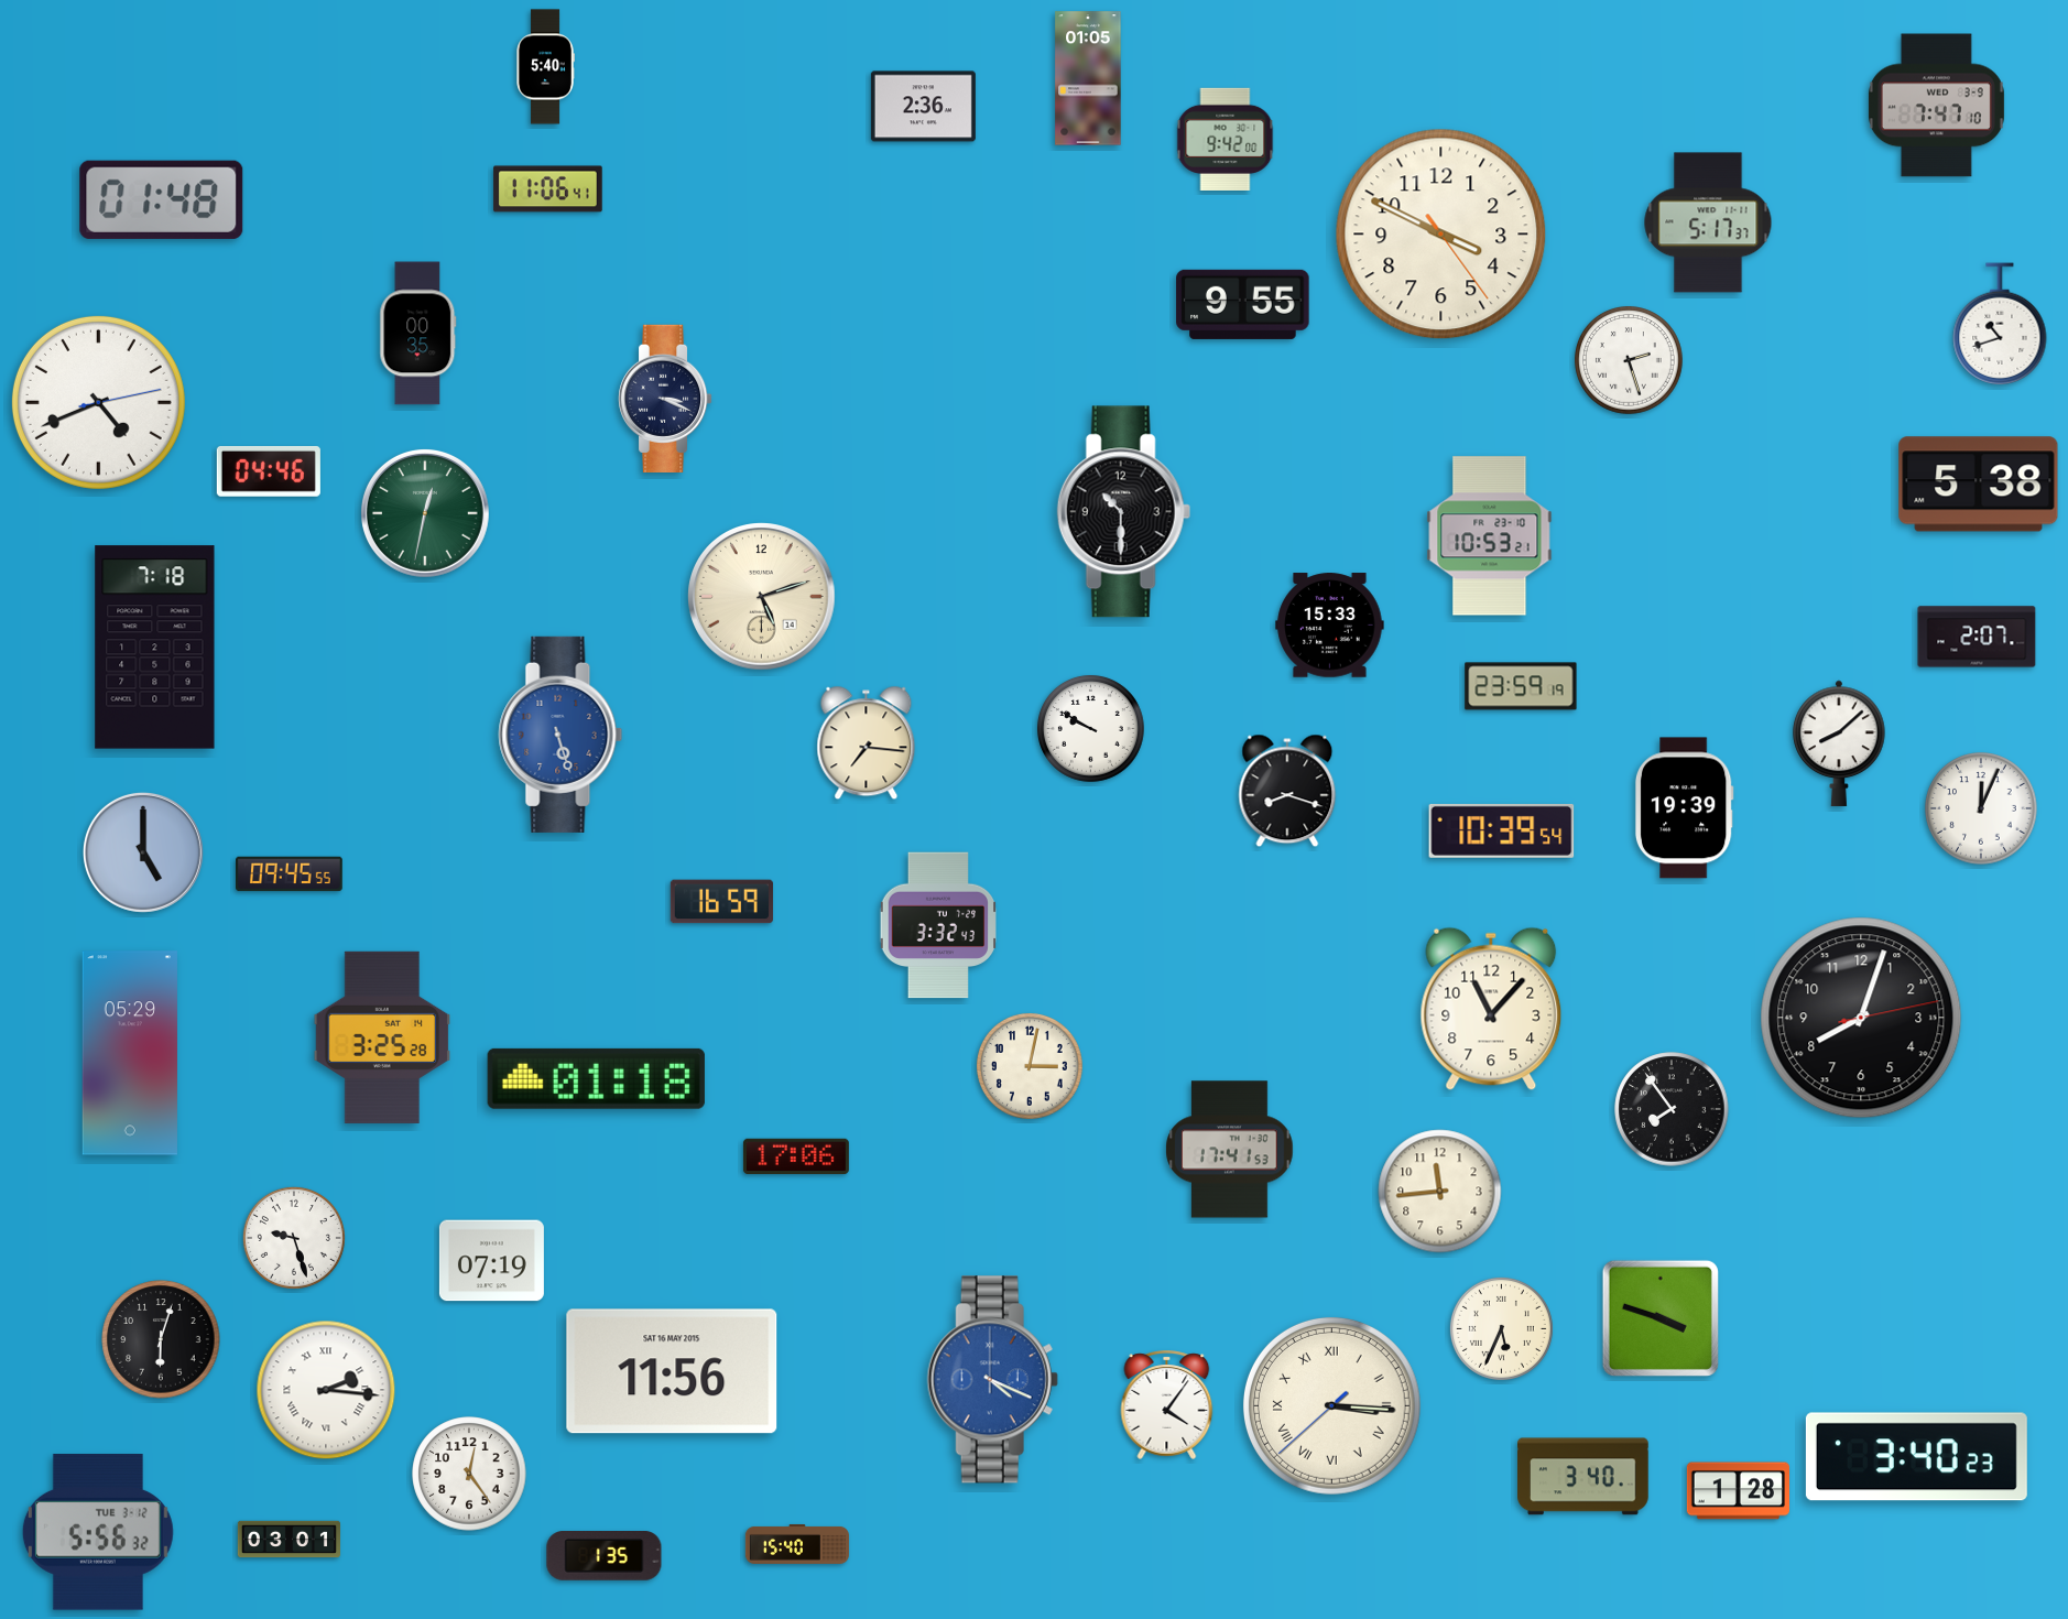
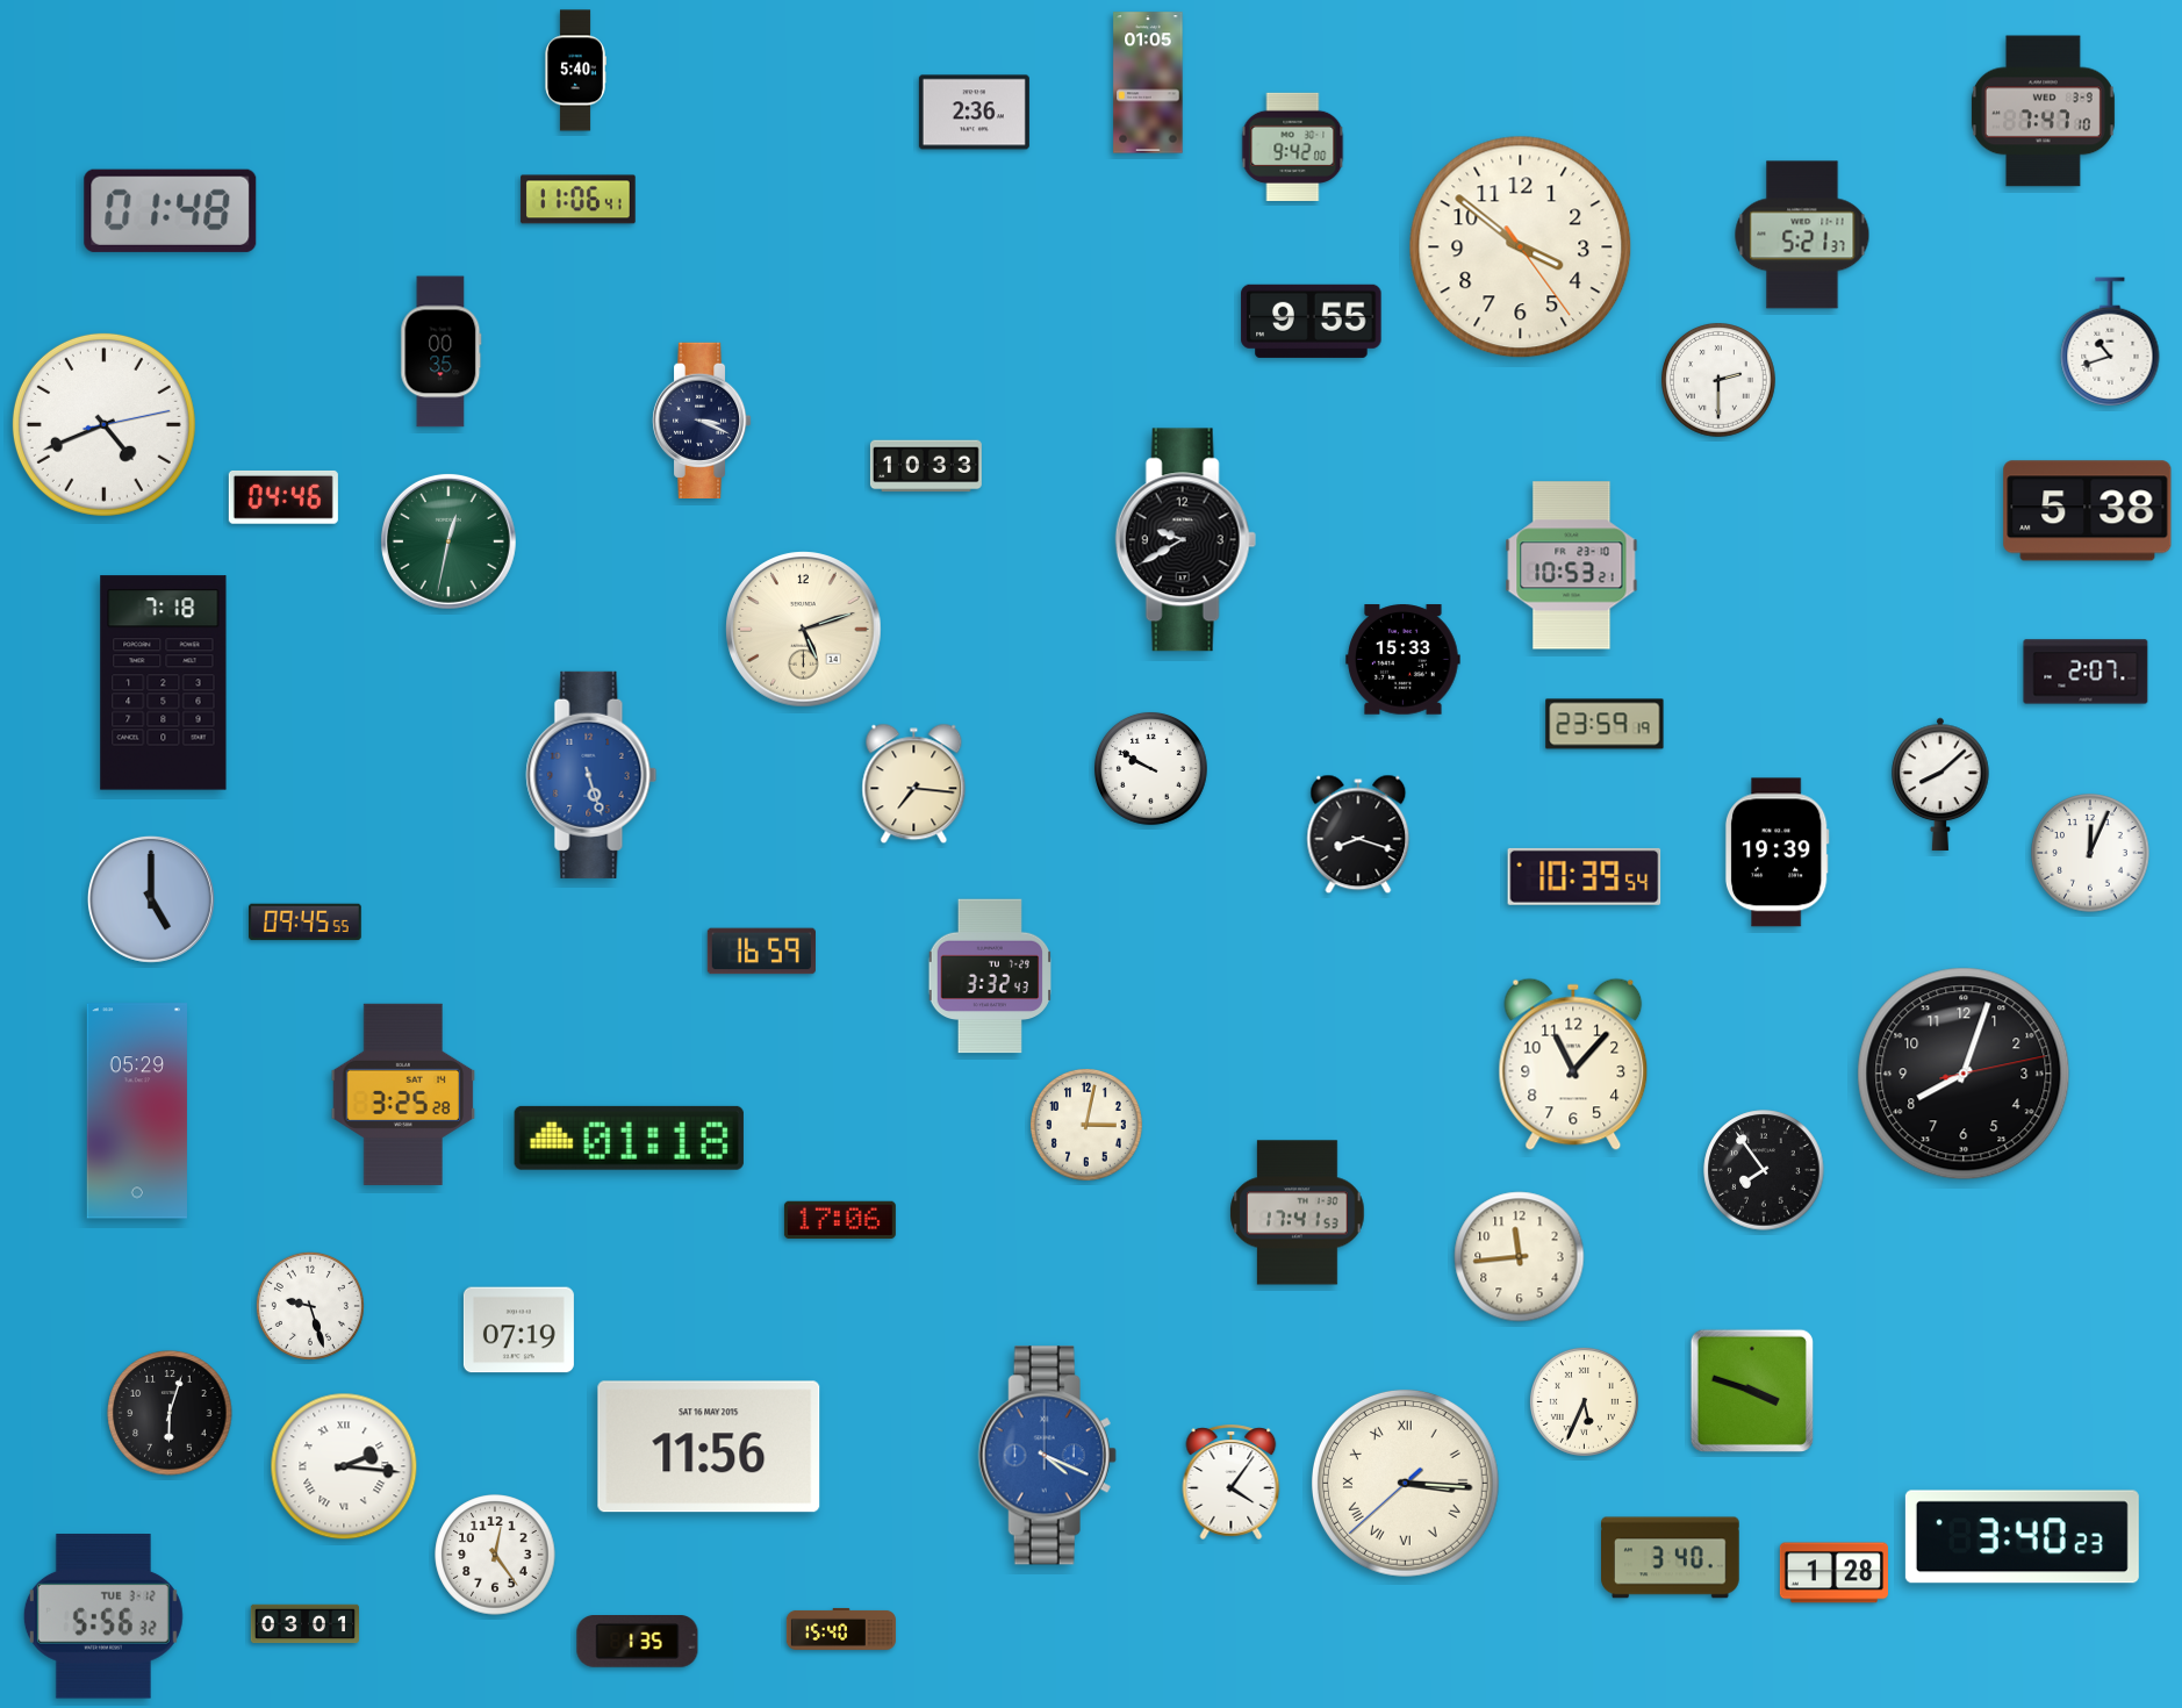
clock at (1708, 222): 5:17 -> 5:21
clock at (1441, 235): 3:49 -> 3:51
clock at (1630, 361): 2:27 -> 2:30
clock at (926, 466): none -> 10:33
clock at (1123, 512): 10:30 -> 9:40
